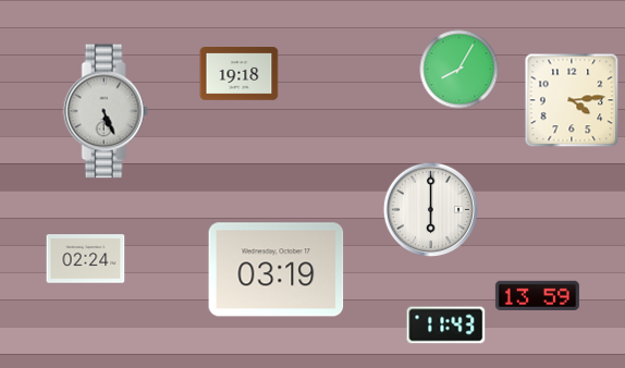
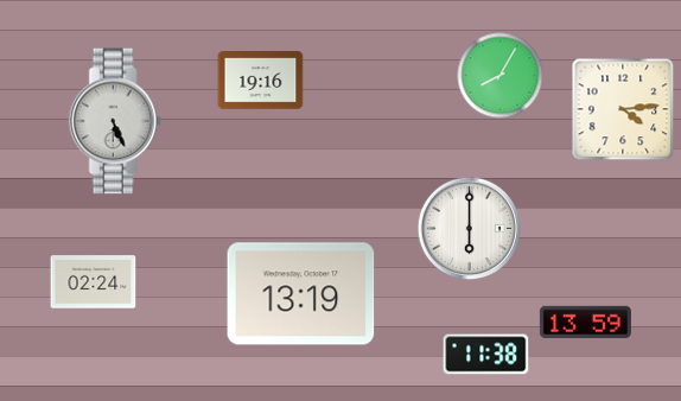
clock at (240, 74): 19:18 -> 19:16
clock at (277, 270): 03:19 -> 13:19
clock at (446, 326): 11:43 -> 11:38
